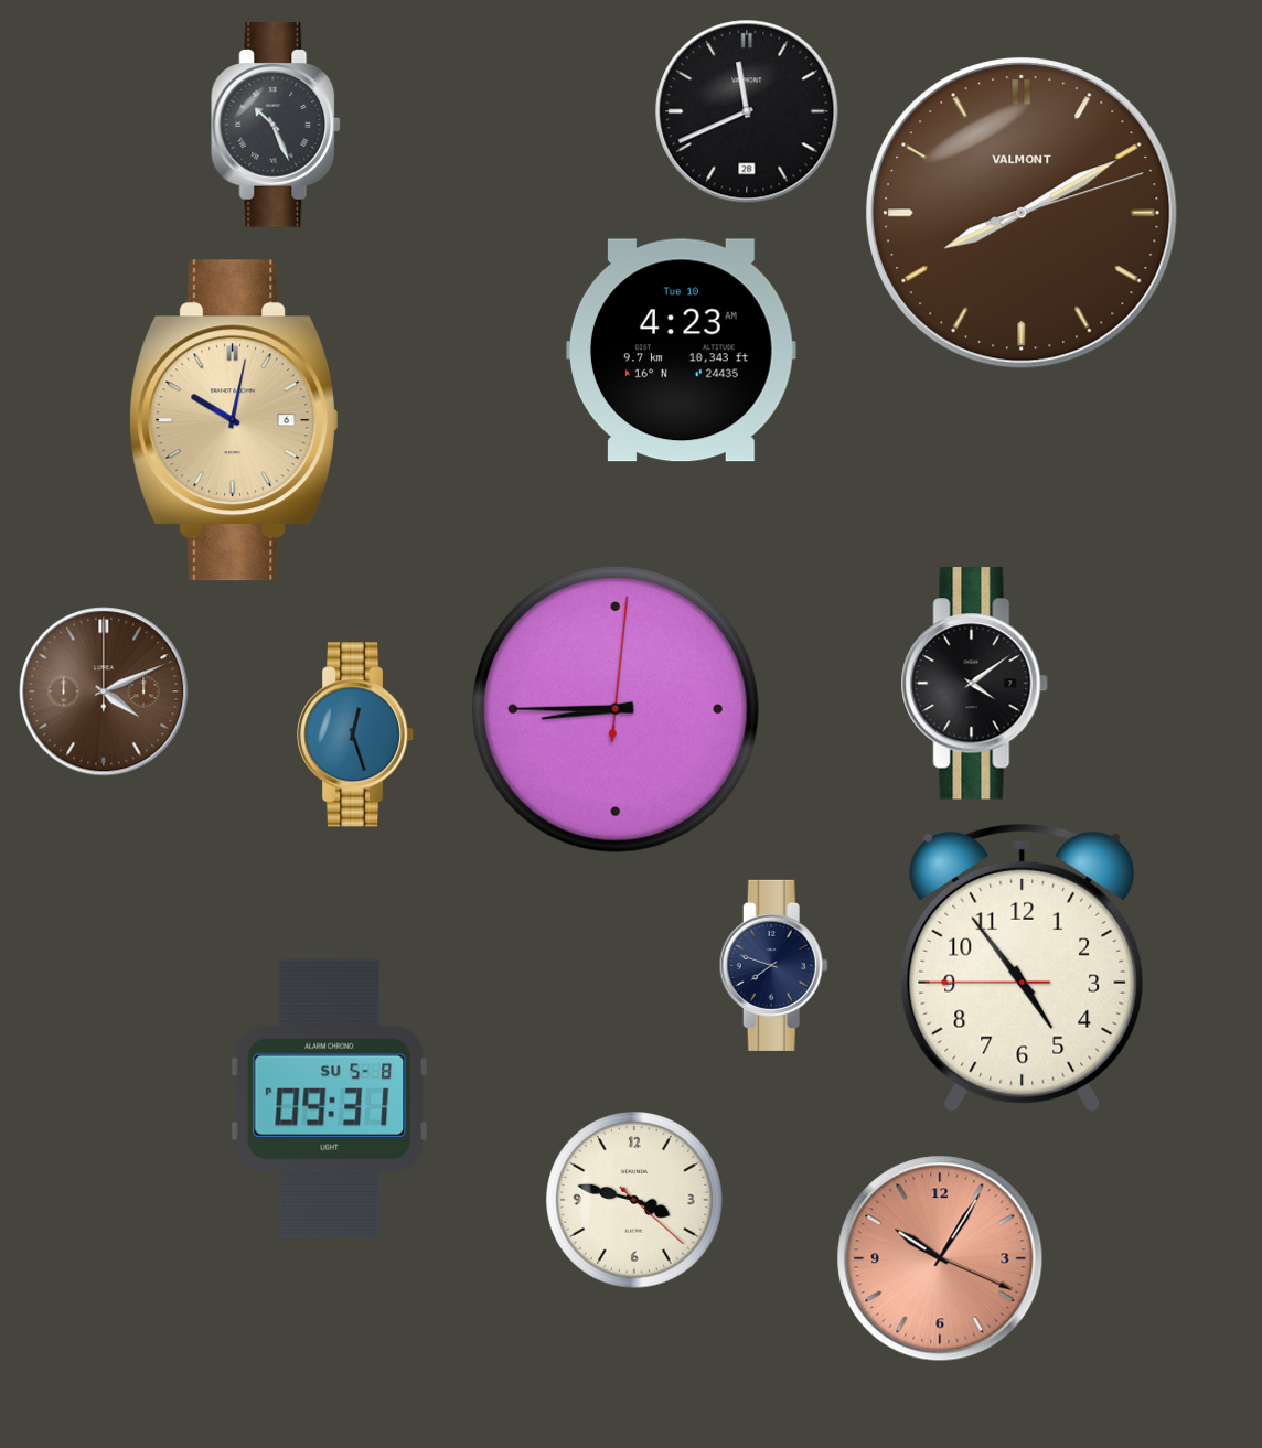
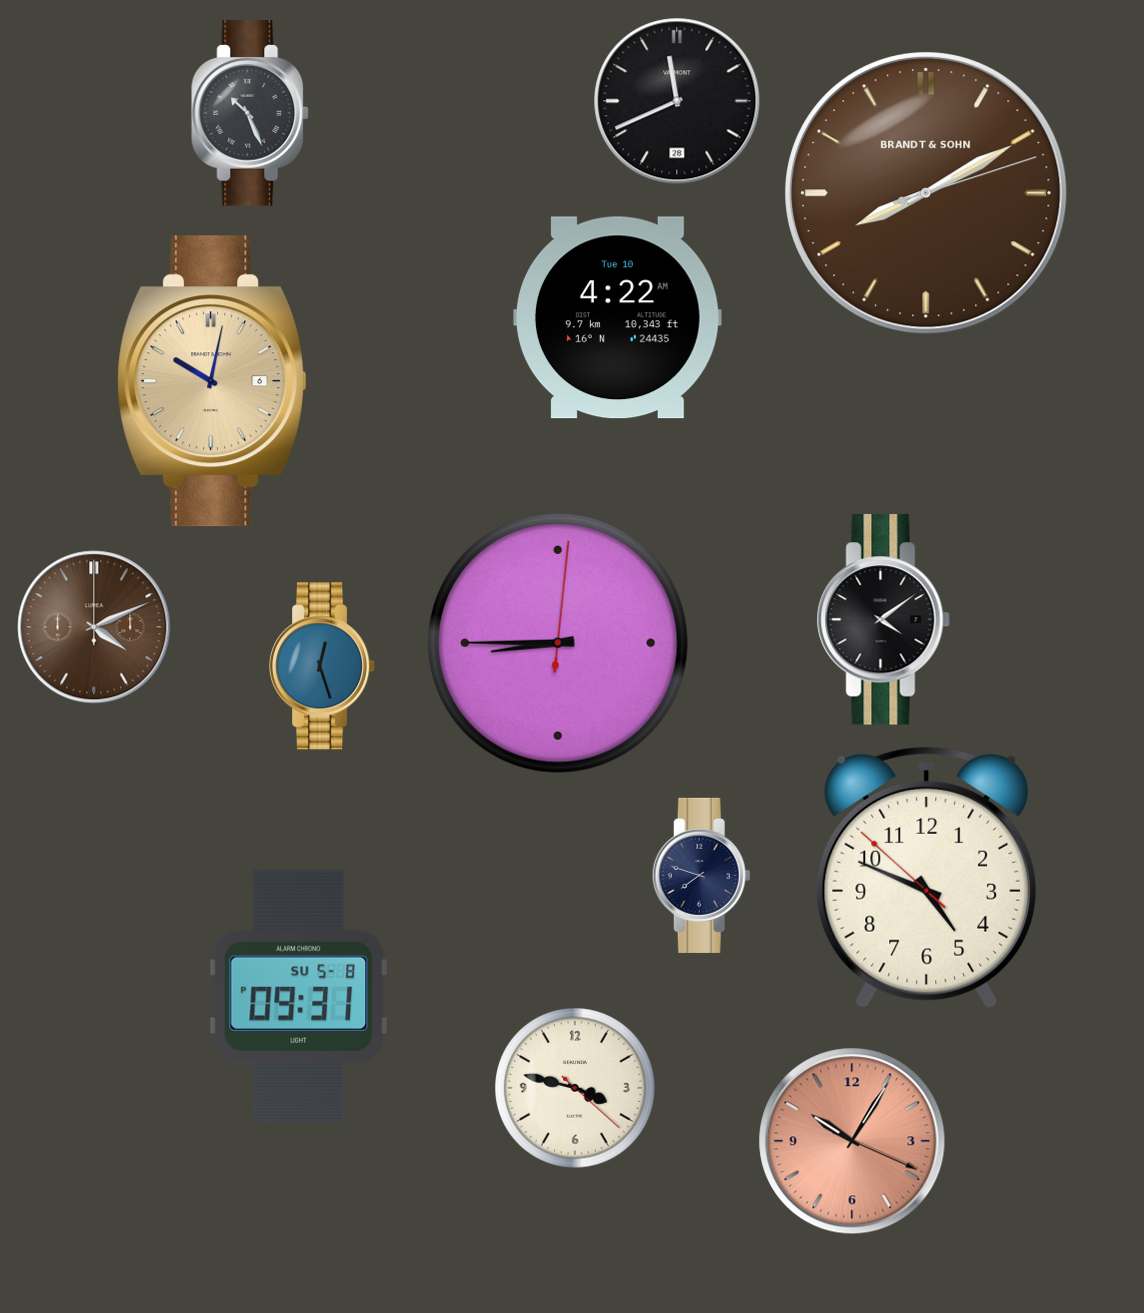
clock at (1023, 214) brand: VALMONT -> BRANDT & SOHN
clock at (681, 351): 4:23 -> 4:22
clock at (1023, 967): 4:53 -> 4:48
